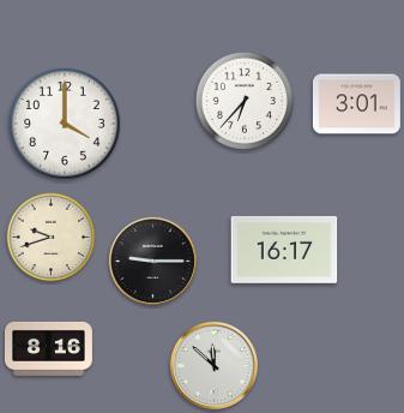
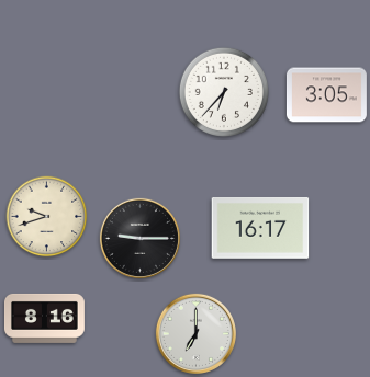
clock at (356, 104): 3:01 -> 3:05
clock at (65, 124): 4:00 -> none
clock at (213, 365): 11:52 -> 7:00
